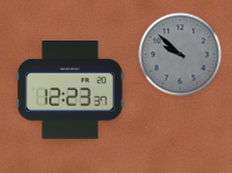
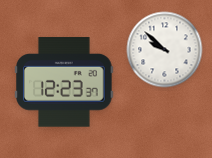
clock at (181, 55) dial: grey -> white
